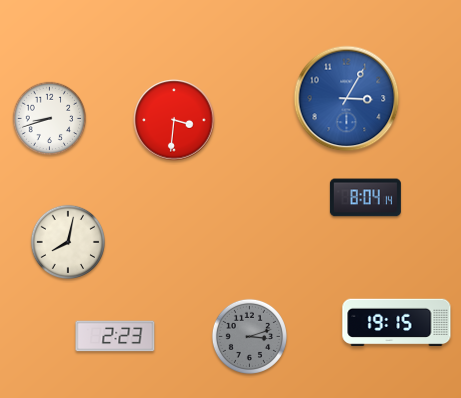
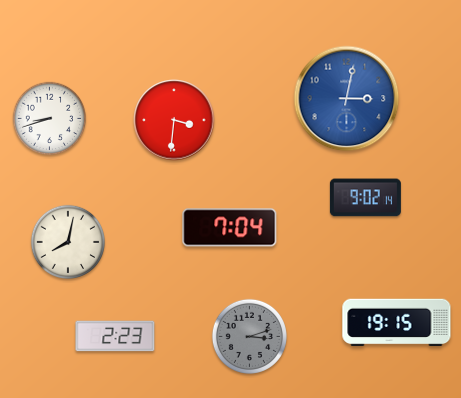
clock at (347, 99): 3:05 -> 3:02
clock at (365, 198): 8:04 -> 9:02
clock at (230, 228): none -> 7:04
